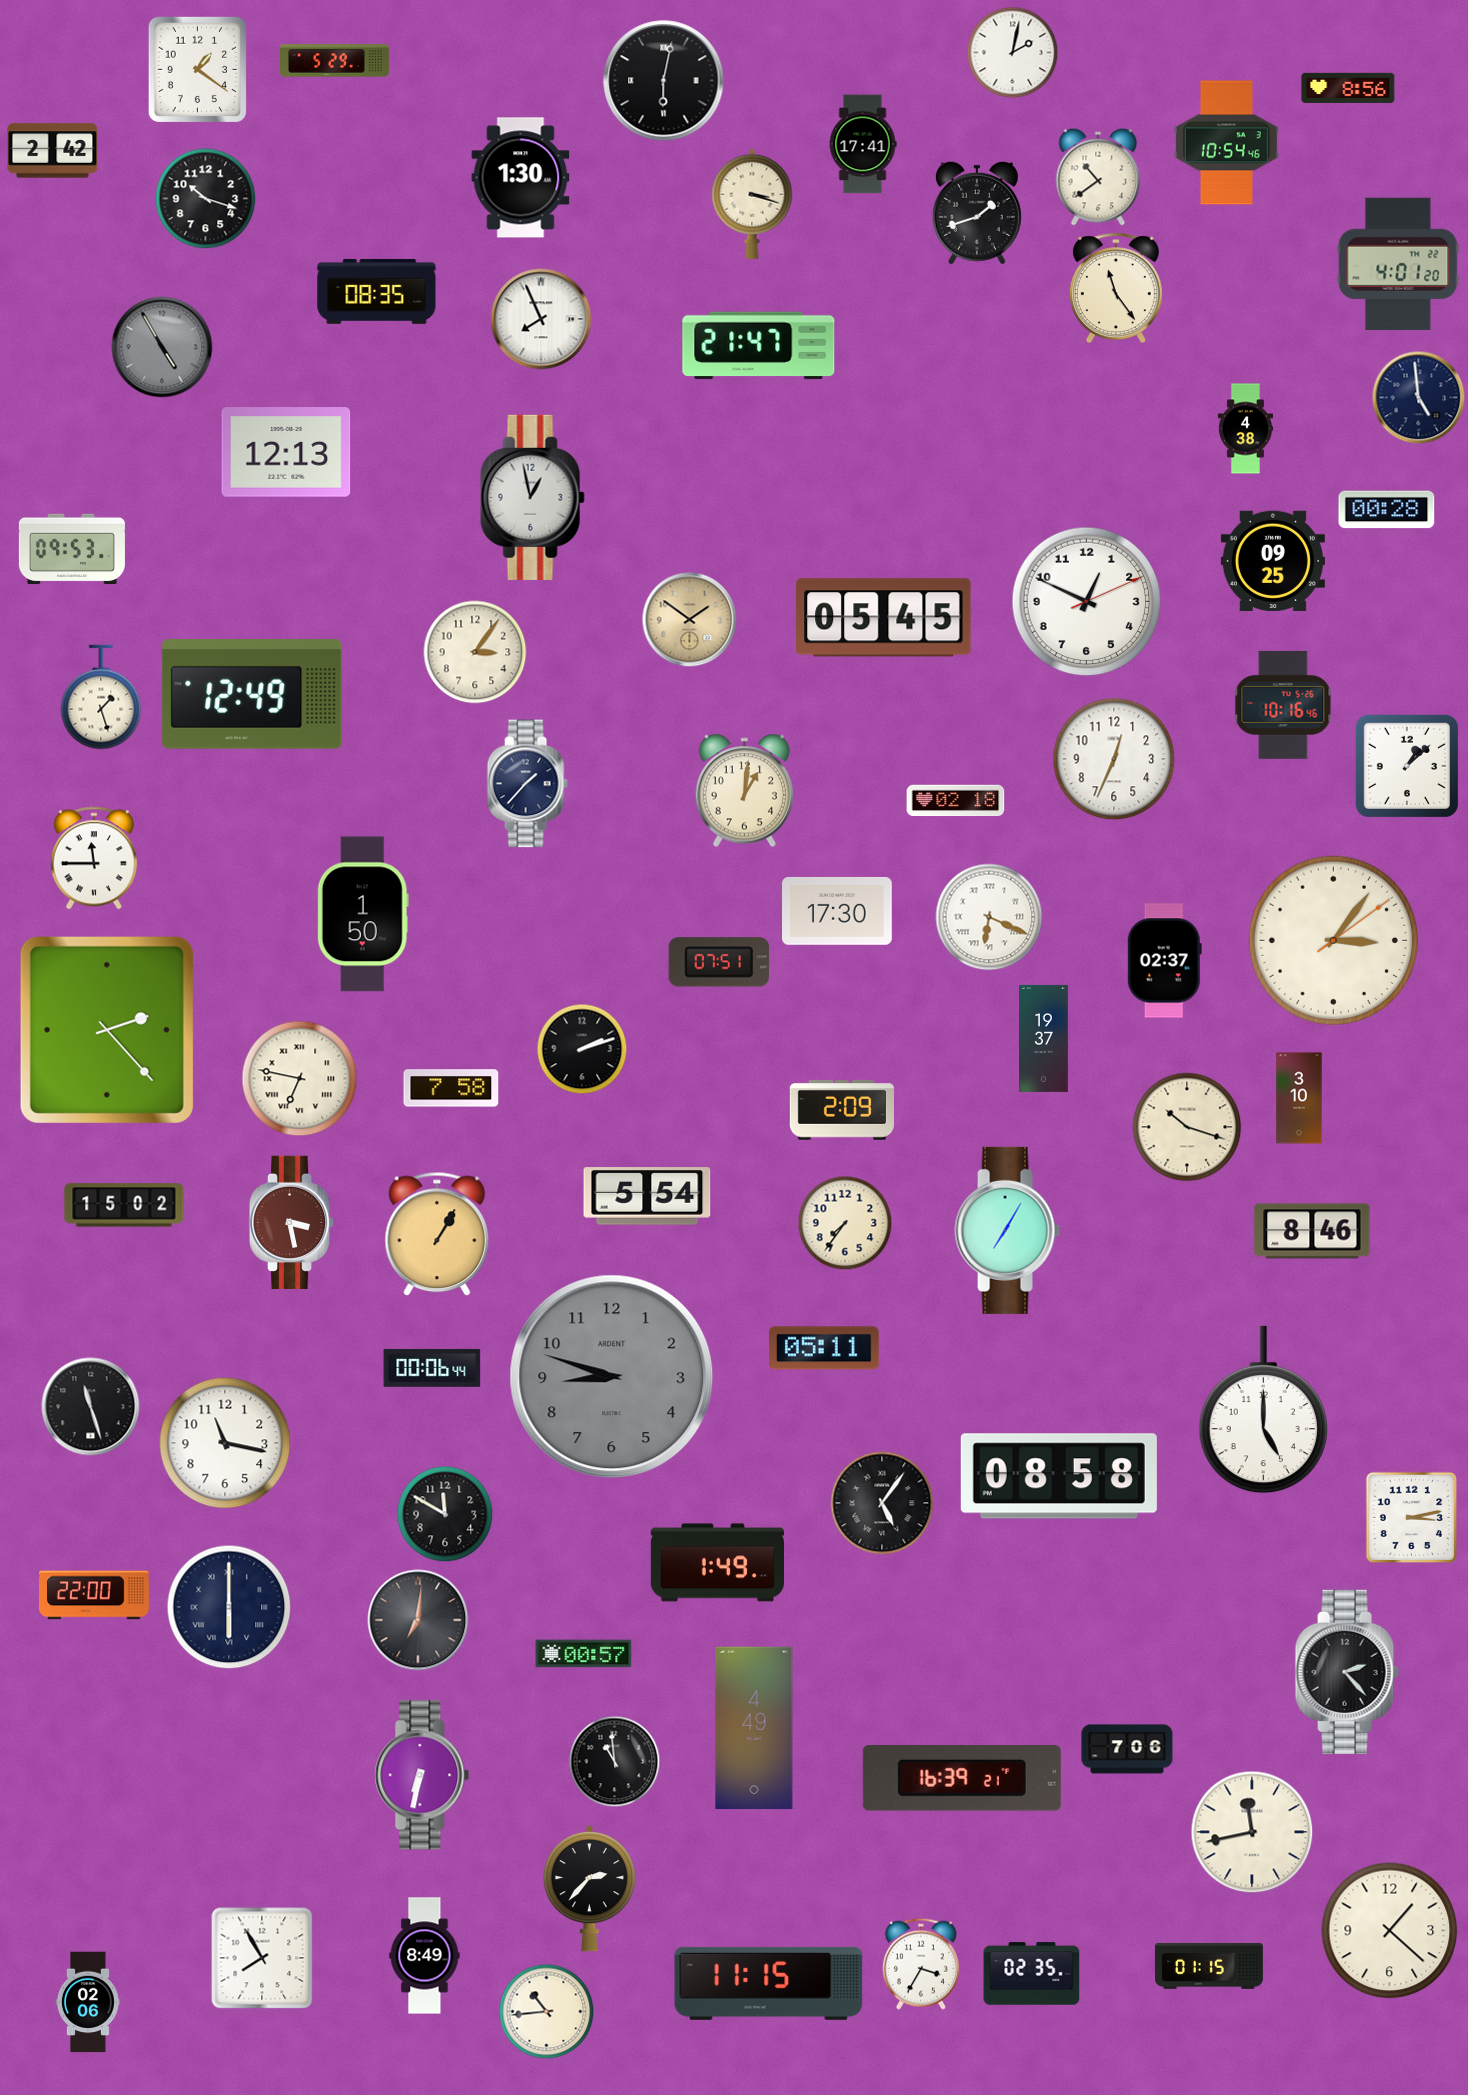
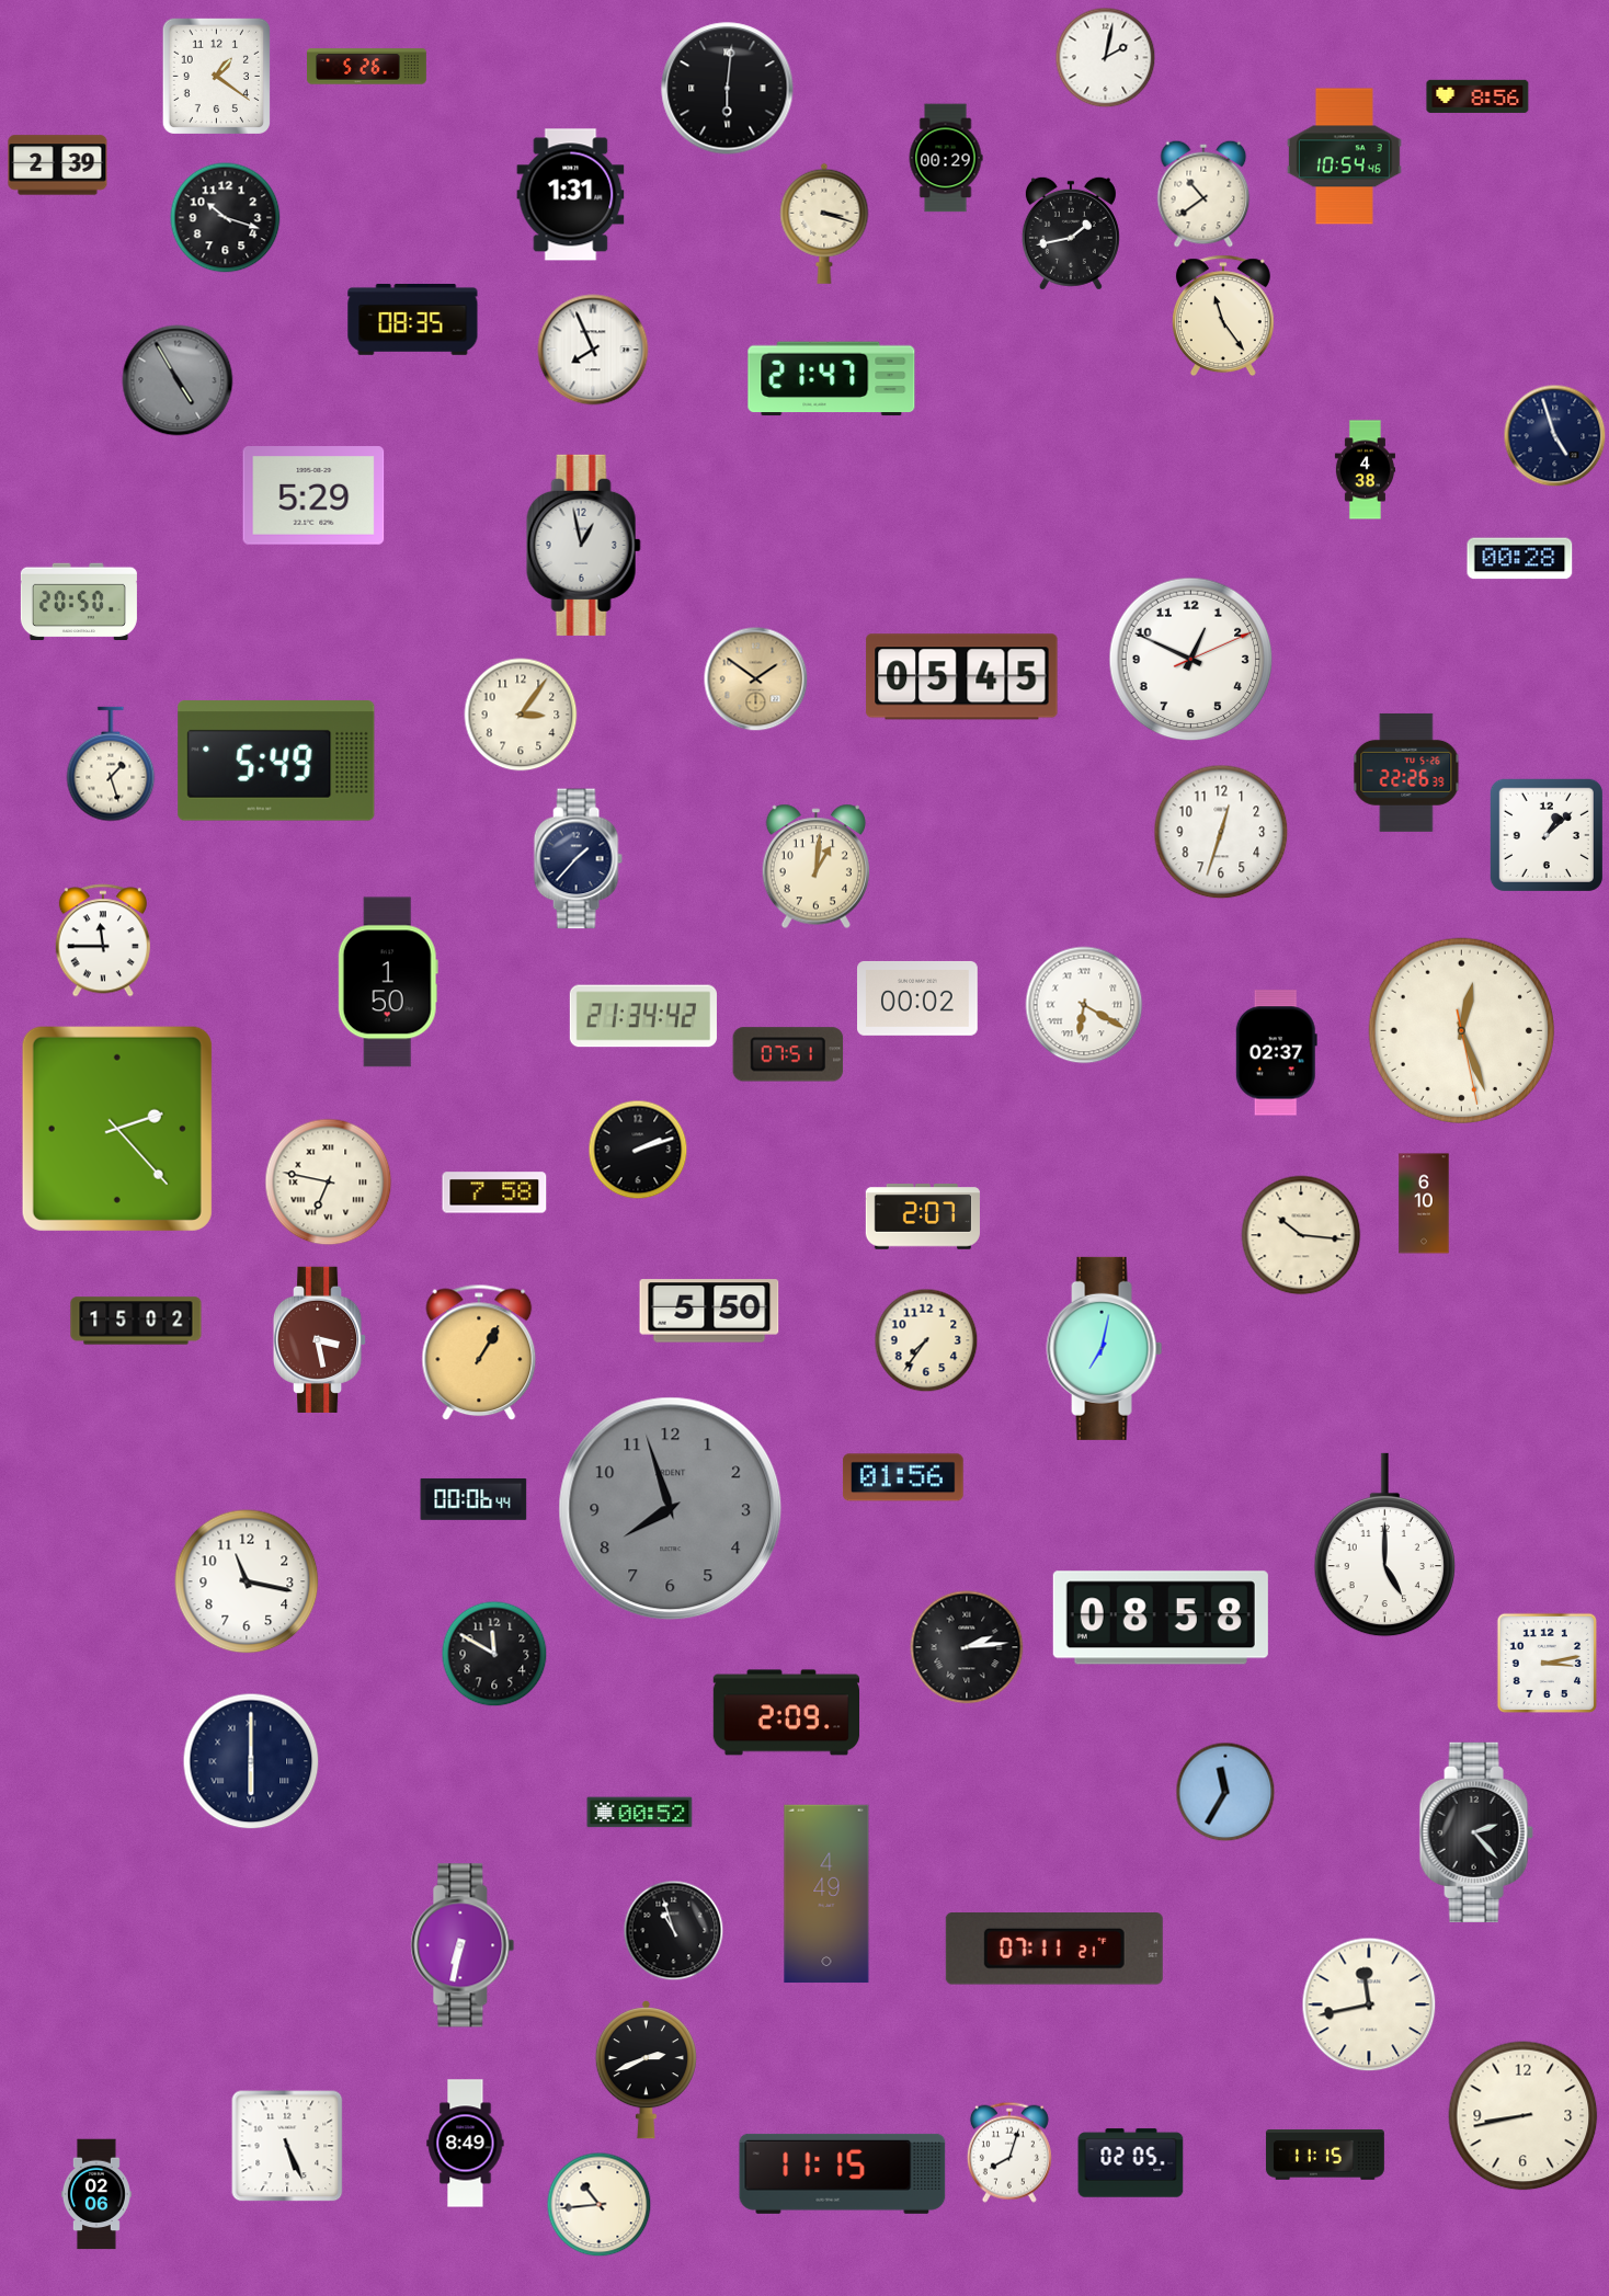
clock at (1013, 53) position: (1013, 53) -> (1106, 58)
clock at (335, 61): 5:29 -> 5:26
clock at (664, 81): 6:02 -> 6:01
clock at (863, 144): 17:41 -> 00:29
clock at (53, 151): 2:42 -> 2:39
clock at (521, 178): 1:30 -> 1:31
clock at (977, 213): 1:42 -> 1:43
clock at (1398, 263): 4:01 -> none
clock at (1419, 398): 4:59 -> 4:57
clock at (286, 452): 12:13 -> 5:29
clock at (72, 549): 09:53 -> 20:50
clock at (1273, 560): 09:25 -> none
clock at (884, 618) position: (884, 618) -> (962, 677)
clock at (252, 694): 12:49 -> 5:49
clock at (1283, 705): 10:16 -> 22:26
clock at (1114, 759): 12:34 -> 12:33
clock at (1407, 766) position: (1407, 766) -> (1547, 835)
clock at (956, 801): 02:18 -> none
clock at (838, 911): 17:30 -> 00:02
clock at (363, 914) position: (363, 914) -> (388, 982)
clock at (989, 917): 6:19 -> 6:20
clock at (643, 1016): none -> 21:34
clock at (1333, 940): 3:06 -> 12:26
clock at (1044, 1038): 19:37 -> none
clock at (1299, 1098): 3:10 -> 6:10
clock at (842, 1110): 2:09 -> 2:07
clock at (1187, 1127): 10:18 -> 10:16
clock at (647, 1196): 5:54 -> 5:50
clock at (1008, 1230): 7:05 -> 7:02
clock at (1312, 1231): 8:46 -> none
clock at (824, 1348): 05:11 -> 01:56
clock at (612, 1377): 8:48 -> 7:57
clock at (91, 1407): 11:27 -> none
clock at (882, 1503): 5:06 -> 2:14
clock at (445, 1514) position: (445, 1514) -> (494, 1654)
clock at (717, 1563): 1:49 -> 2:09
clock at (95, 1595): 22:00 -> none
clock at (418, 1620): 7:01 -> none
clock at (1225, 1792): none -> 11:35
clock at (584, 1654): 00:57 -> 00:52
clock at (1127, 1749): 7:06 -> none
clock at (615, 1762): 10:59 -> 10:57
clock at (962, 1779): 16:39 -> 07:11
clock at (1252, 1832) position: (1252, 1832) -> (1369, 2004)
clock at (589, 1889): 2:37 -> 2:41
clock at (1390, 1931): 1:22 -> 8:43
clock at (262, 1958): 7:55 -> 5:26
clock at (921, 1964): 3:35 -> 8:03
clock at (1209, 1966): 01:15 -> 11:15
clock at (1032, 1974): 02:35 -> 02:05
